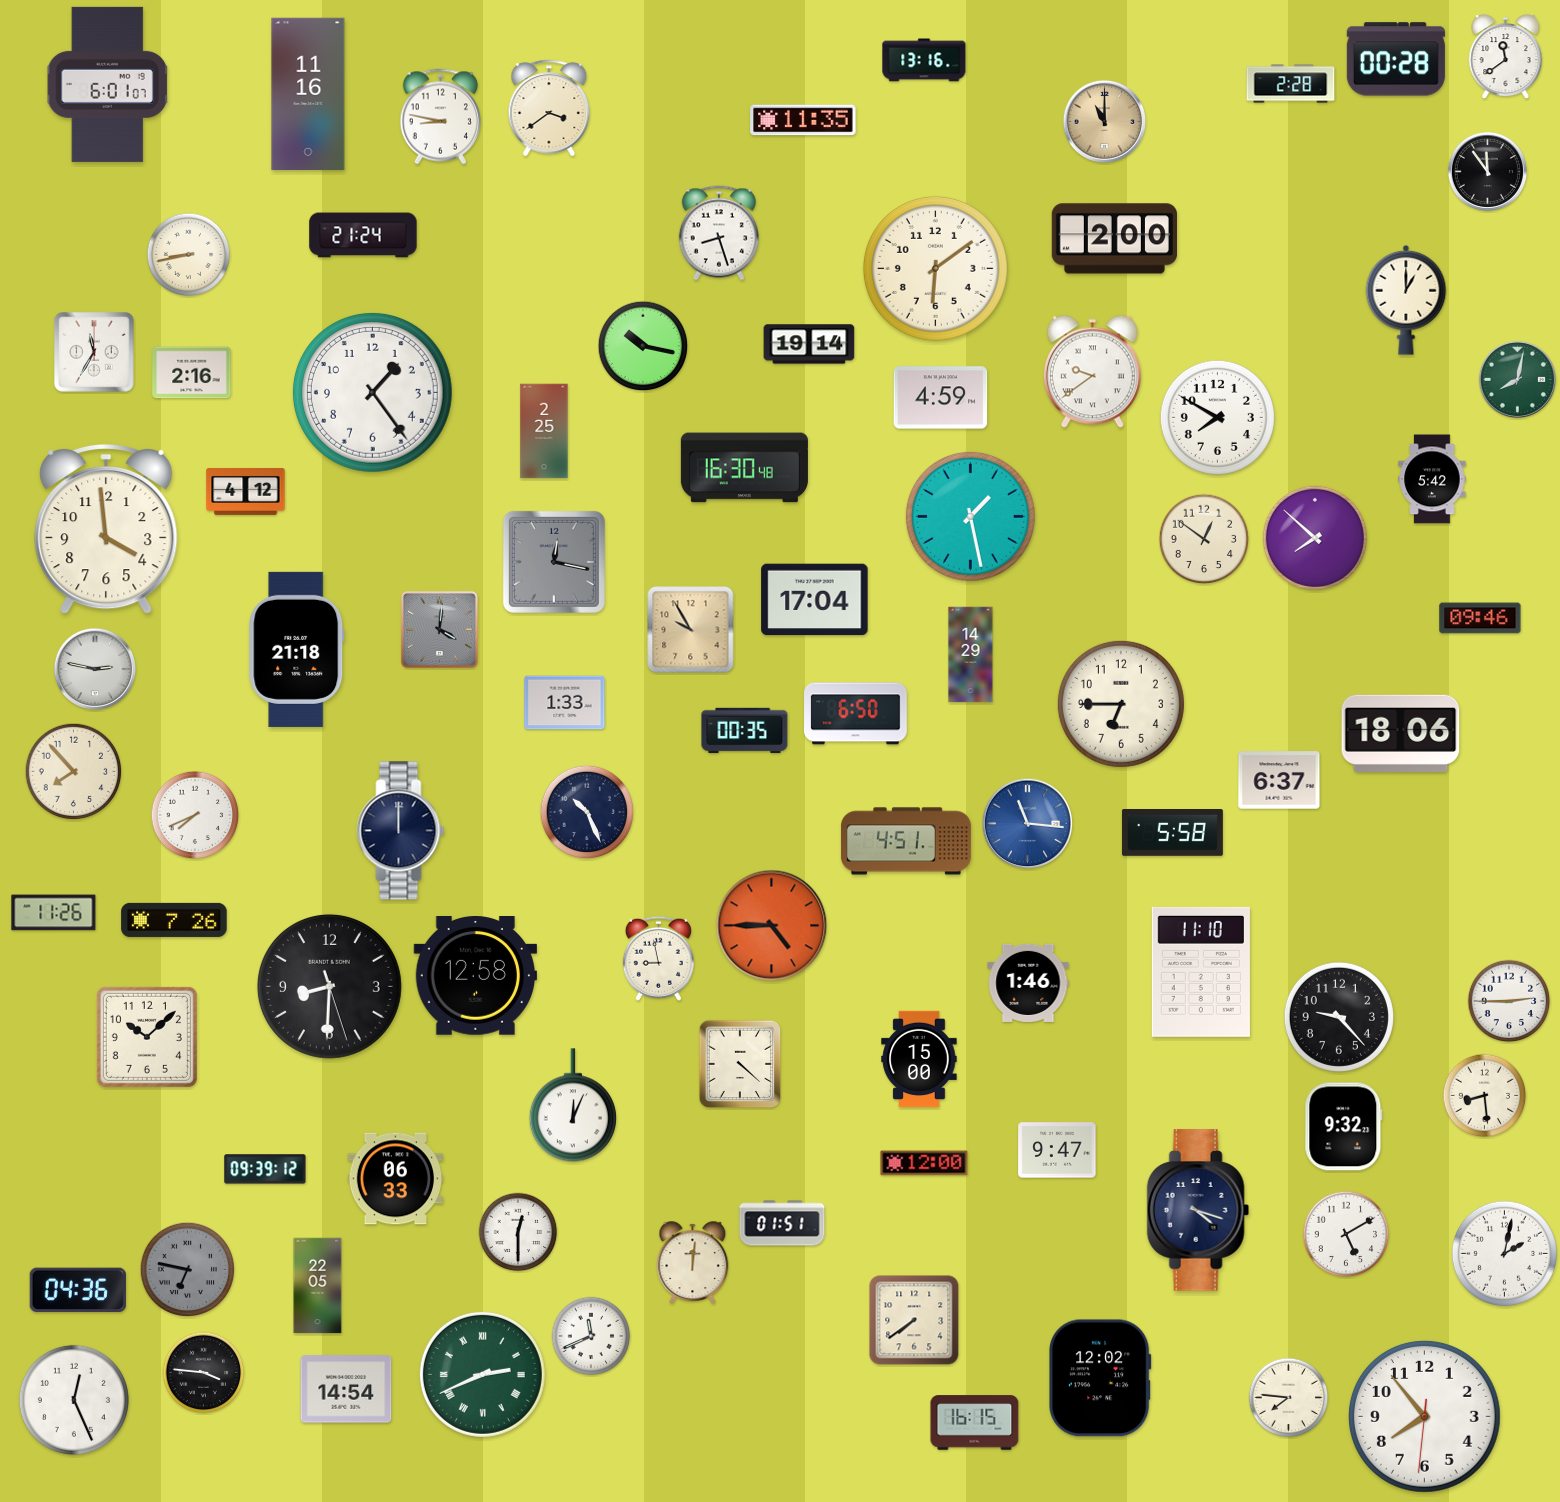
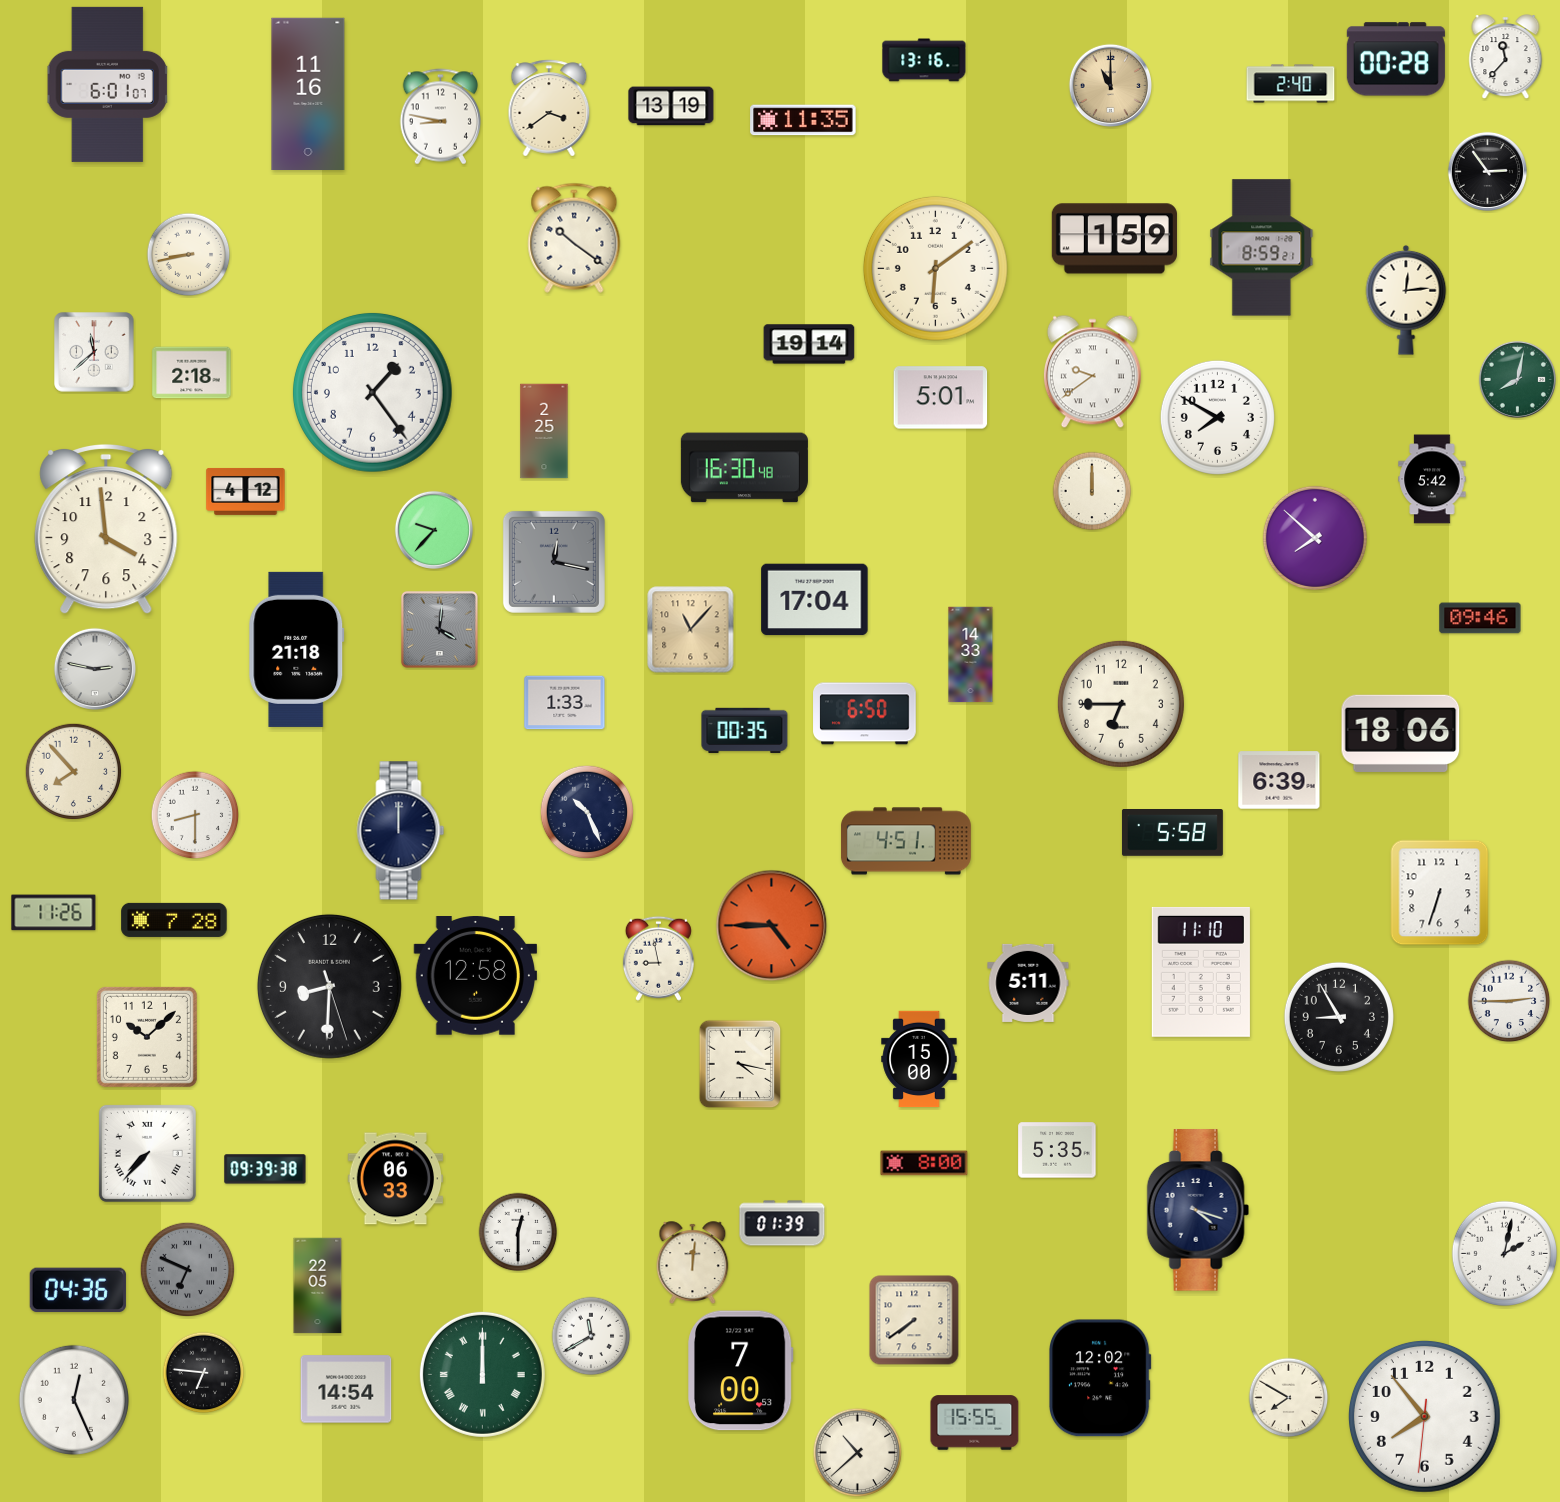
clock at (1506, 57): 11:39 -> 11:37
clock at (1291, 84): 2:28 -> 2:40
clock at (671, 106): none -> 13:19
clock at (1104, 121) position: (1104, 121) -> (1110, 85)
clock at (1487, 171): 11:54 -> 2:54
clock at (719, 233): 8:27 -> none
clock at (363, 235): 21:24 -> none
clock at (574, 238): none -> 10:21
clock at (1114, 239): 2:00 -> 1:59
clock at (1262, 248): none -> 8:59
clock at (1406, 300): 1:00 -> 12:14
clock at (643, 346): 10:17 -> none
clock at (94, 352): 11:35 -> 11:38
clock at (192, 373): 2:16 -> 2:18
clock at (941, 398): 4:59 -> 5:01
clock at (1092, 491): none -> 12:00
clock at (970, 516): 1:28 -> none
clock at (434, 530): none -> 9:37
clock at (1204, 539): 12:51 -> none
clock at (691, 630): 9:55 -> 11:07
clock at (971, 655): 14:29 -> 14:33
clock at (856, 714) position: (856, 714) -> (865, 714)
clock at (1279, 780): 6:37 -> 6:39
clock at (195, 815): 7:41 -> 8:30
clock at (1028, 824): 11:16 -> none
clock at (1440, 893): none -> 6:33
clock at (174, 920): 7:26 -> 7:28
clock at (1028, 983): 1:46 -> 5:11
clock at (1339, 1017): 9:23 -> 8:55
clock at (740, 1064): 4:22 -> 4:17
clock at (1485, 1096): 8:29 -> none
clock at (573, 1105): 12:04 -> none
clock at (1344, 1127): 9:32 -> none
clock at (1057, 1150): 9:47 -> 5:35
clock at (147, 1153): none -> 7:37
clock at (924, 1163): 12:00 -> 8:00
clock at (265, 1169): 09:39:12 -> 09:39:38
clock at (782, 1223): 01:51 -> 01:39
clock at (1346, 1234): 5:10 -> none
clock at (187, 1269): 6:47 -> 6:49
clock at (591, 1336): 11:41 -> 11:40
clock at (740, 1371): none -> 7:00
clock at (204, 1373): 3:46 -> 6:46
clock at (482, 1374): 2:41 -> 12:00
clock at (1289, 1398): 7:46 -> 7:50
clock at (975, 1423): 16:15 -> 15:55
clock at (858, 1453): none -> 10:38
